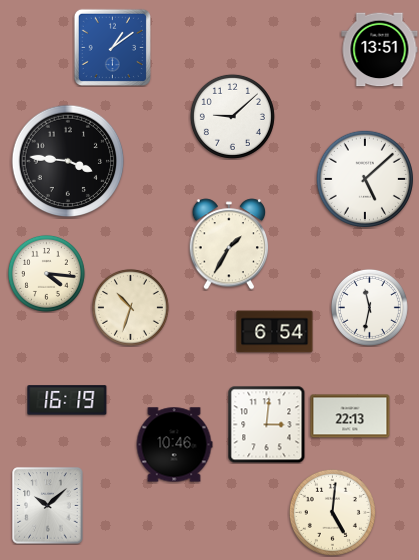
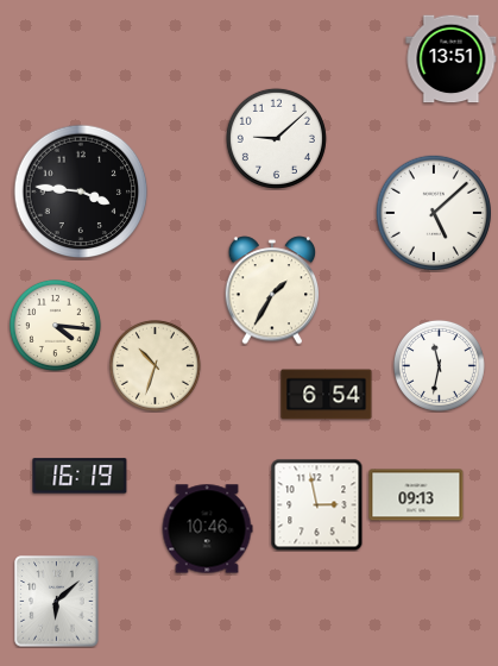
clock at (112, 47): 1:09 -> none
clock at (350, 416): 22:13 -> 09:13
clock at (266, 424): 3:01 -> 2:58
clock at (48, 506): 10:08 -> 6:08
clock at (332, 512): 5:01 -> none
